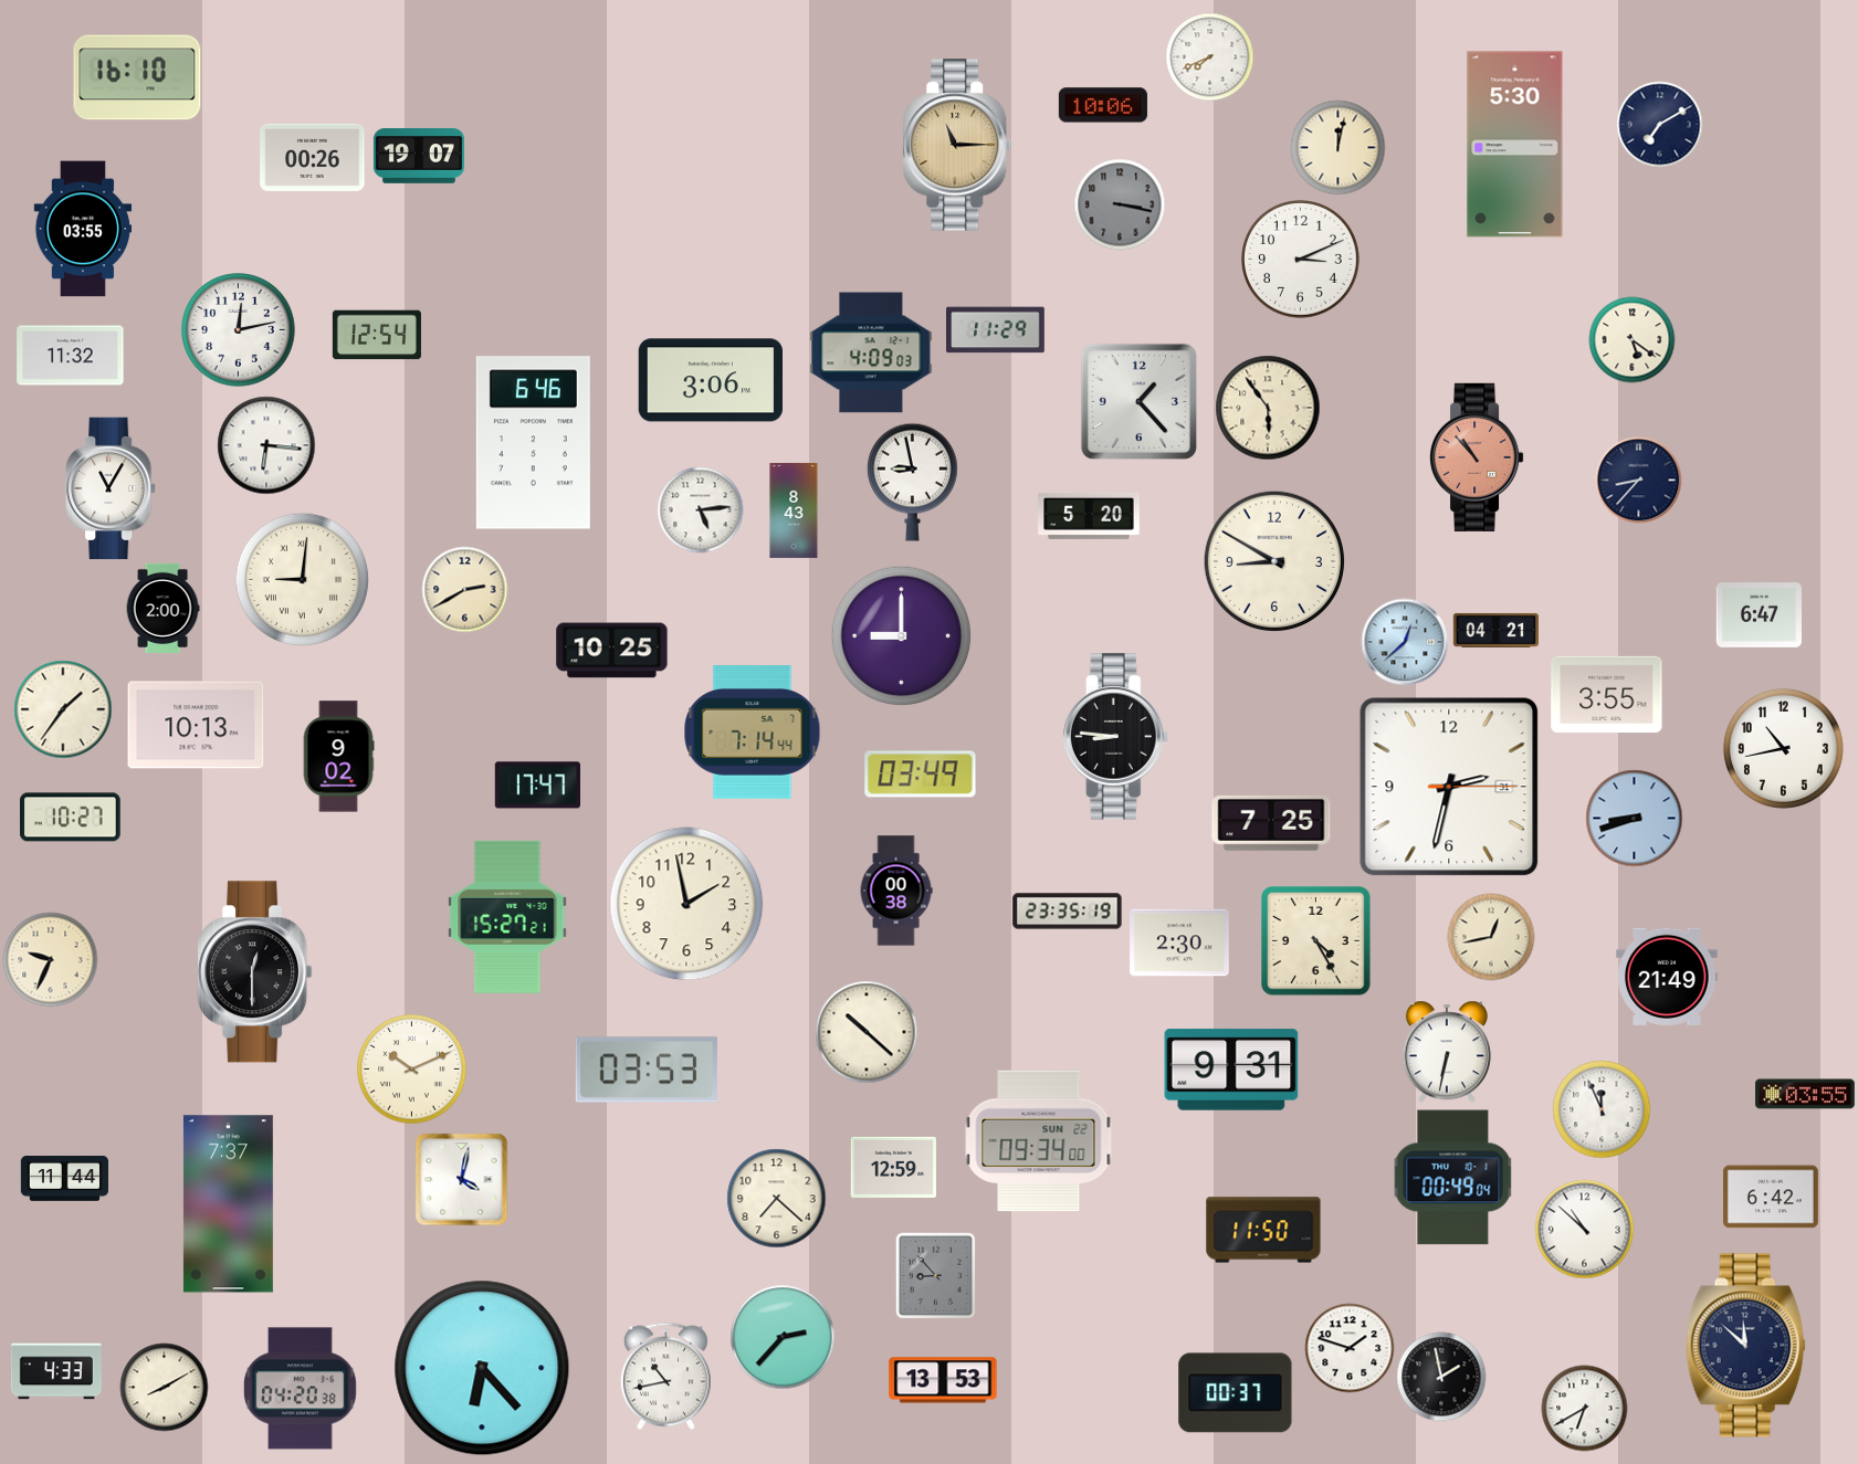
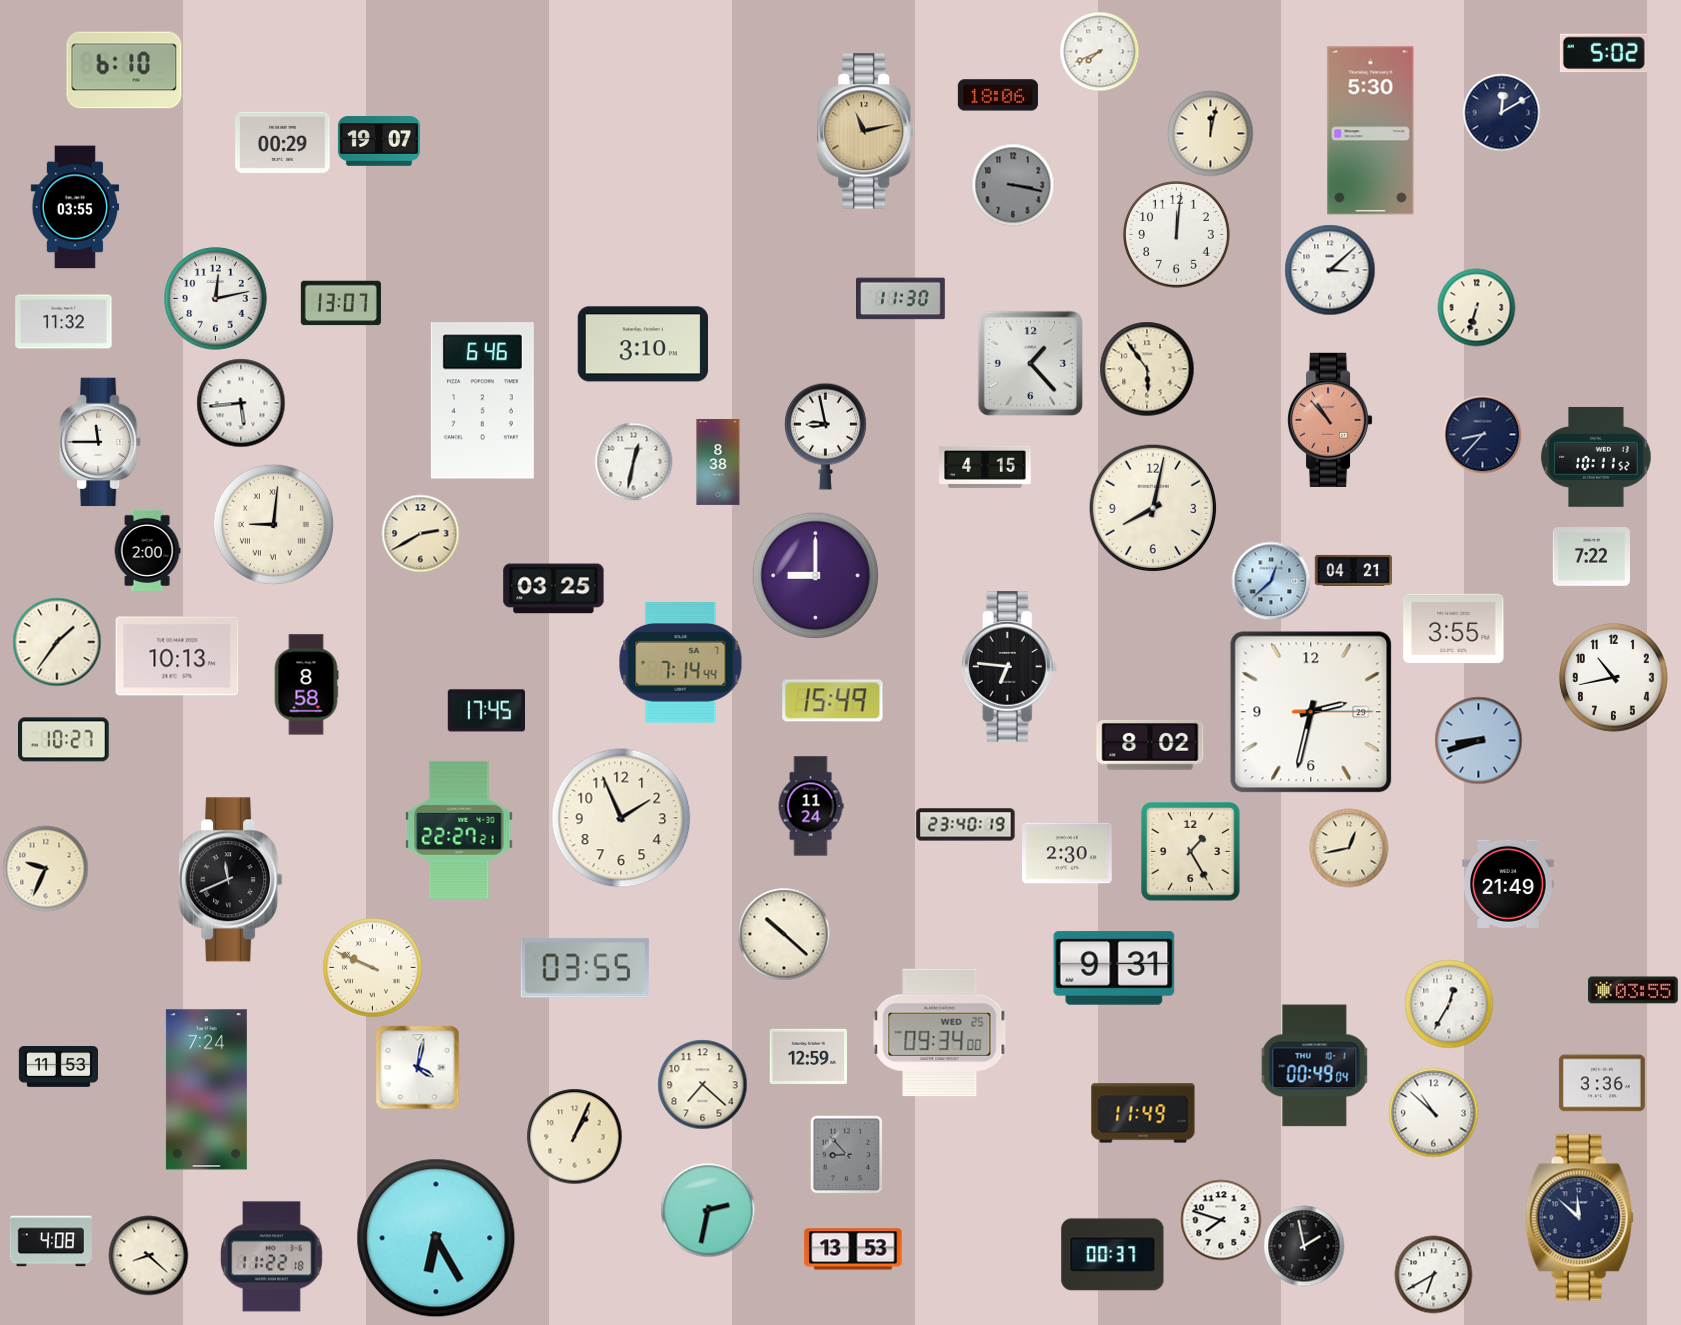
clock at (1209, 56) position: (1209, 56) -> (1099, 51)
clock at (1604, 53): none -> 5:02
clock at (137, 77): 16:10 -> 6:10
clock at (1103, 105): 10:06 -> 18:06
clock at (1659, 124): 7:10 -> 12:10
clock at (957, 145): 11:15 -> 11:13
clock at (313, 157): 00:26 -> 00:29
clock at (1301, 260): 3:11 -> 12:01
clock at (1330, 270): none -> 3:08
clock at (996, 330): 11:29 -> 11:30
clock at (377, 335): 12:54 -> 13:07
clock at (1631, 339): 5:21 -> 6:33
clock at (871, 352): 4:09 -> none
clock at (710, 380): 3:06 -> 3:10
clock at (266, 445): 6:16 -> 5:44
clock at (1478, 457) position: (1478, 457) -> (1331, 420)
clock at (112, 488): 11:05 -> 11:45
clock at (1596, 457): none -> 10:11
clock at (700, 509): 5:14 -> 12:32
clock at (794, 510): 8:43 -> 8:38
clock at (1089, 516): 5:20 -> 4:15
clock at (1273, 560): 8:50 -> 8:02
clock at (1759, 615): 6:47 -> 7:22
clock at (612, 651): 10:25 -> 03:25
clock at (1116, 737): 8:46 -> 6:46
clock at (338, 757): 9:02 -> 8:58
clock at (921, 775): 03:49 -> 15:49
clock at (537, 786): 17:47 -> 17:45
clock at (1449, 787) date: 31 -> 29
clock at (1271, 823): 7:25 -> 8:02
clock at (896, 891): 00:38 -> 11:24
clock at (686, 904): 1:58 -> 1:56
clock at (1068, 912): 23:35 -> 23:40
clock at (507, 917): 15:27 -> 22:27
clock at (1316, 941): 4:25 -> 1:25
clock at (255, 972): 12:30 -> 11:41
clock at (1447, 1052): 6:32 -> none
clock at (412, 1070): 10:11 -> 9:49
clock at (647, 1070): 03:53 -> 03:55
clock at (1602, 1109): 11:56 -> 12:35
clock at (1039, 1141) date: SUN 22 -> WED 25
clock at (64, 1179): 11:44 -> 11:53
clock at (1771, 1197): 6:42 -> 3:36
clock at (228, 1204): 7:37 -> 7:24
clock at (1263, 1230): 11:50 -> 11:49
clock at (574, 1136): none -> 1:04
clock at (783, 1337): 2:37 -> 2:32
clock at (1350, 1348): 1:48 -> 7:48
clock at (482, 1368): 6:23 -> 6:25
clock at (56, 1371): 4:33 -> 4:08
clock at (665, 1376): 10:43 -> none
clock at (164, 1387): 8:10 -> 8:22
clock at (300, 1389): 04:20 -> 11:22
clock at (1236, 1393) position: (1236, 1393) -> (1113, 1255)
